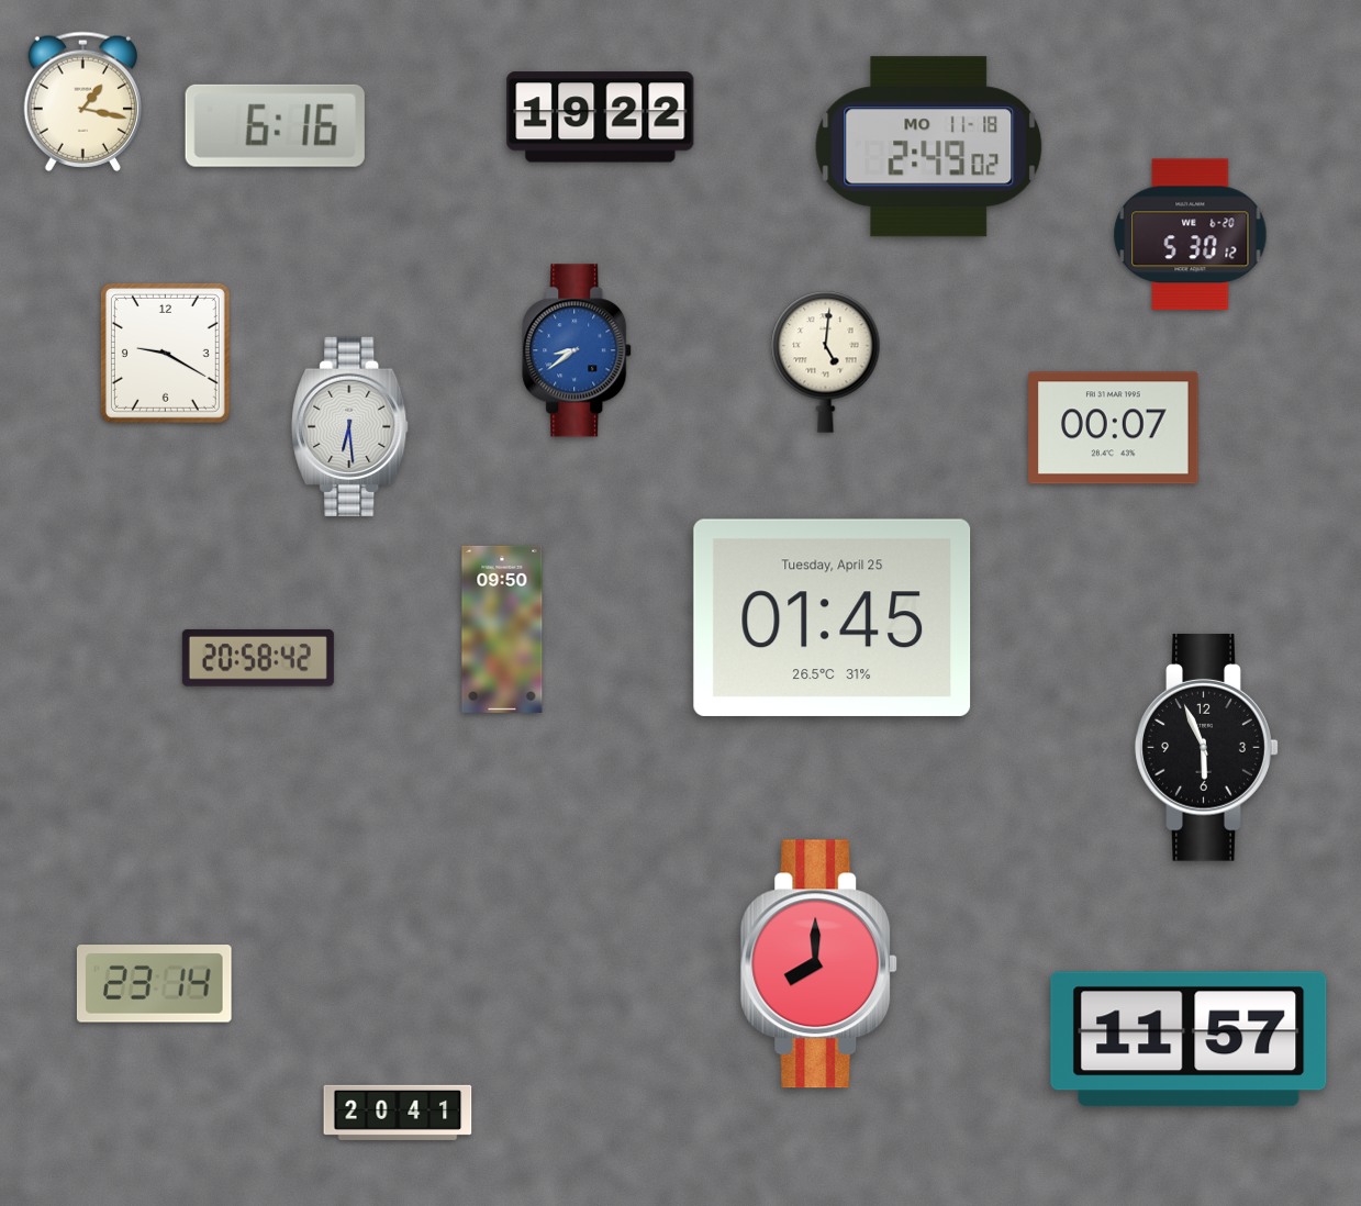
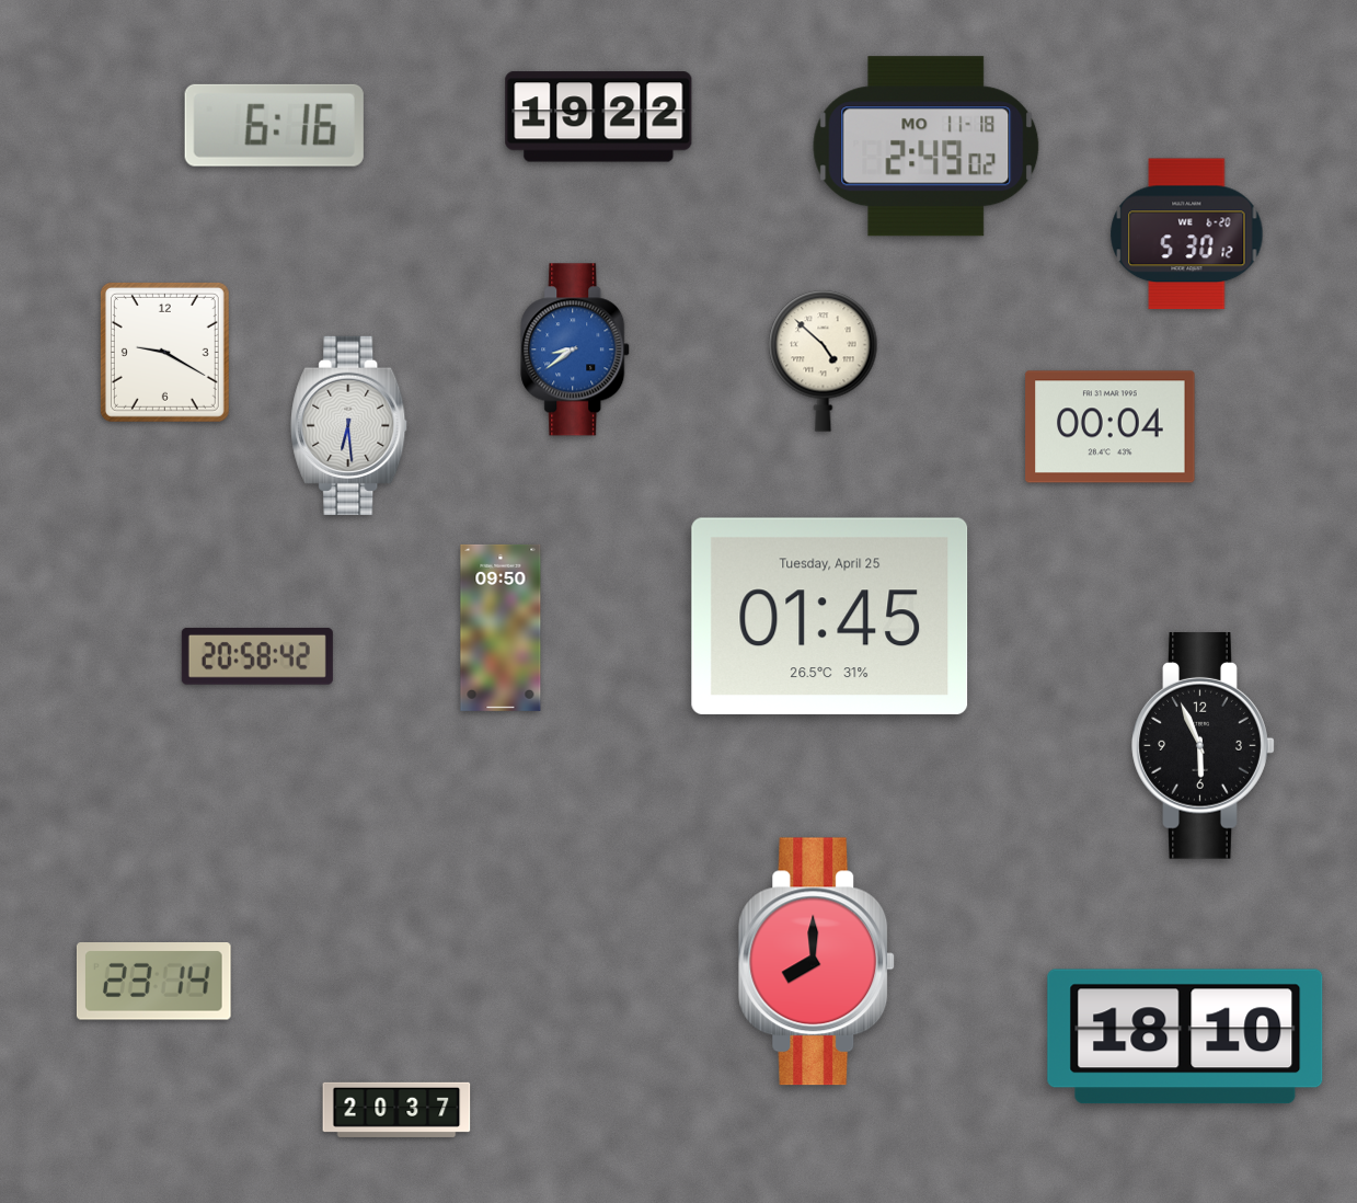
clock at (82, 101): 1:17 -> none
clock at (826, 361): 5:01 -> 4:52
clock at (1114, 428): 00:07 -> 00:04
clock at (1189, 1039): 11:57 -> 18:10
clock at (398, 1113): 20:41 -> 20:37
